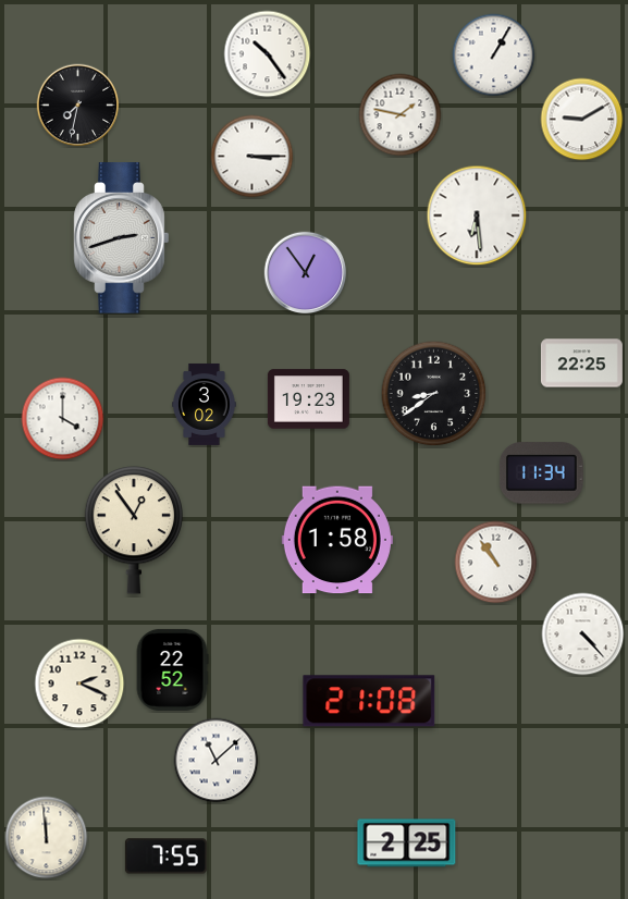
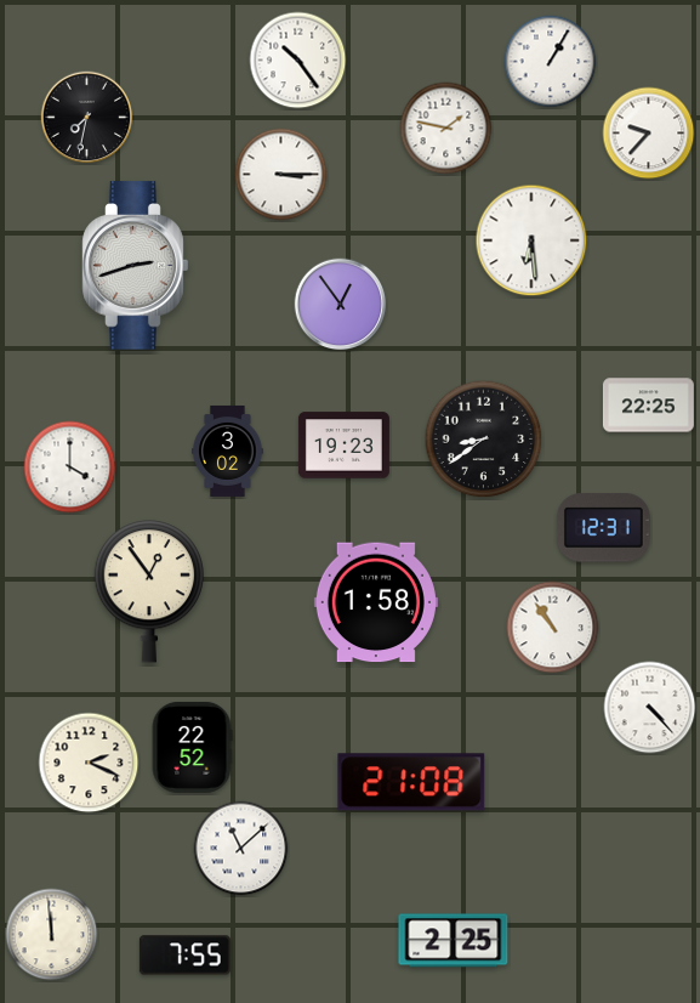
clock at (582, 120): 9:10 -> 9:37
clock at (541, 473): 11:34 -> 12:31
